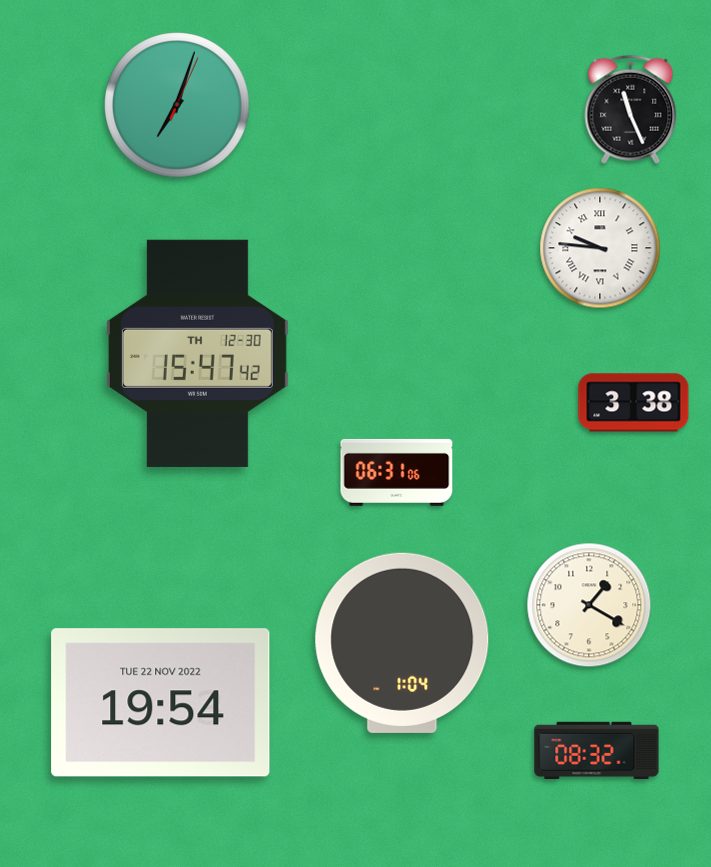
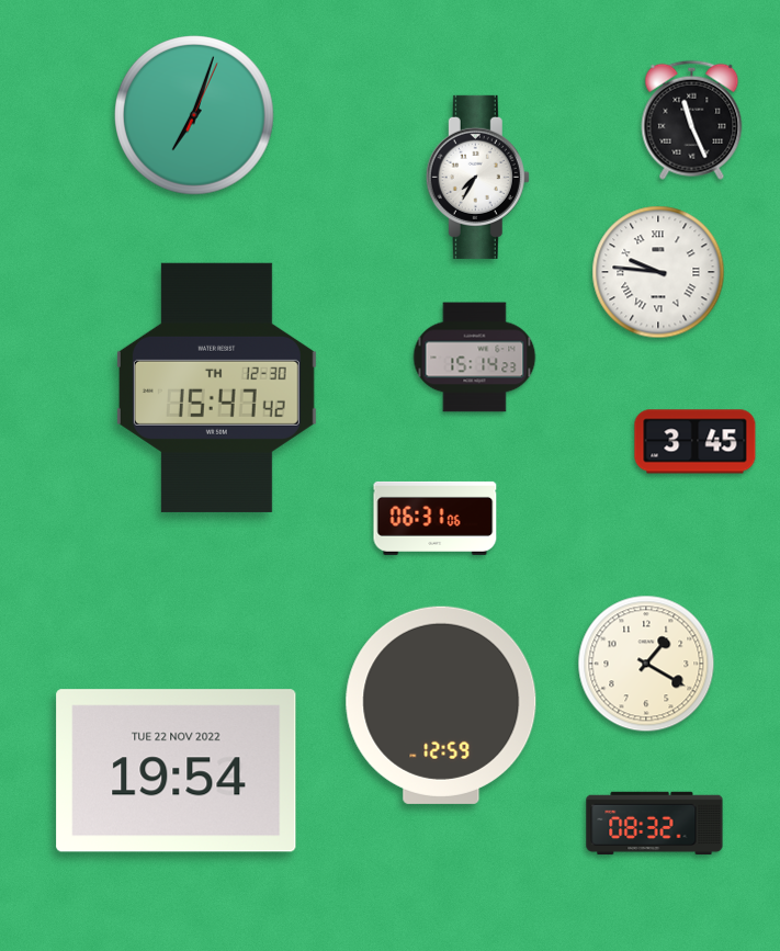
clock at (477, 177): none -> 7:35
clock at (475, 358): none -> 15:14
clock at (634, 403): 3:38 -> 3:45
clock at (402, 643): 1:04 -> 12:59
